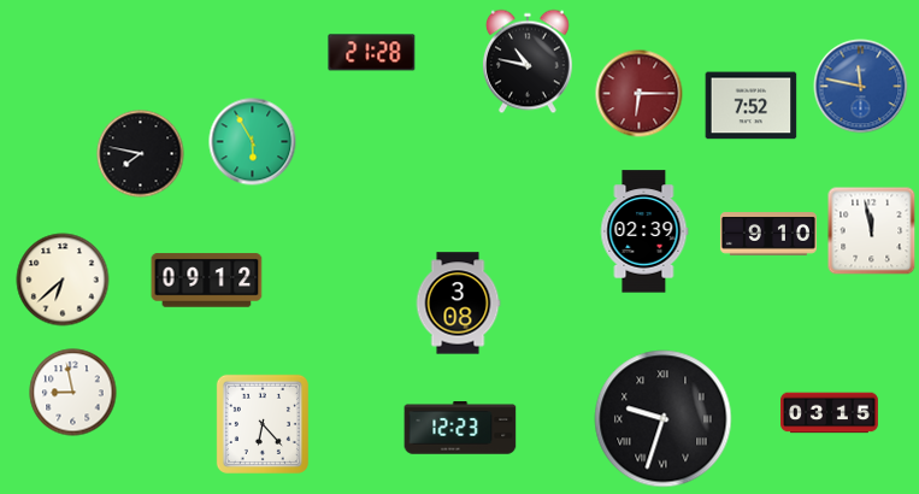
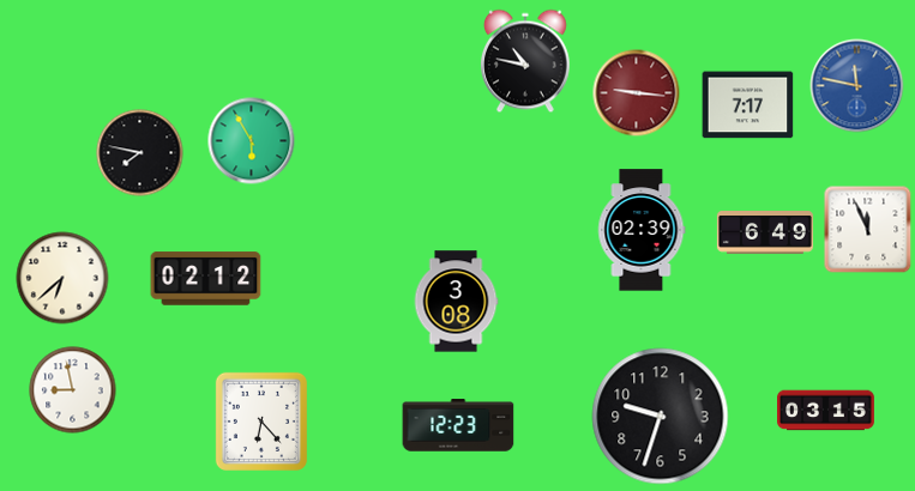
clock at (372, 53): 21:28 -> none
clock at (640, 94): 6:15 -> 9:16
clock at (752, 106): 7:52 -> 7:17
clock at (872, 231): 11:58 -> 11:56
clock at (768, 235): 9:10 -> 6:49
clock at (207, 281): 09:12 -> 02:12
clock at (664, 419) numerals: Roman -> Arabic
